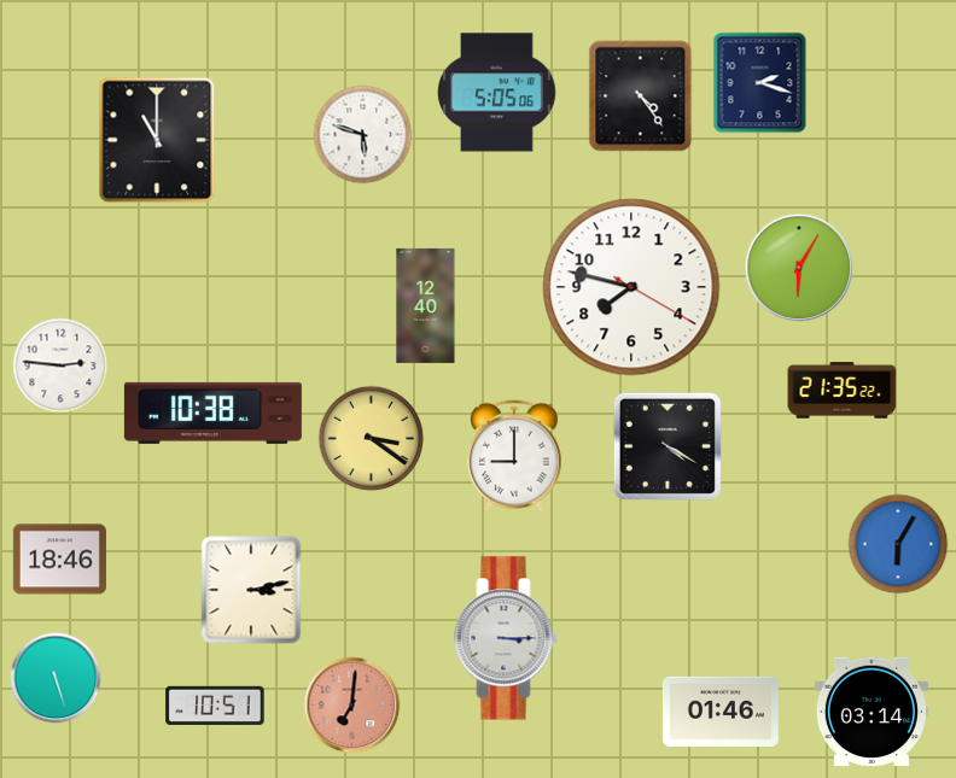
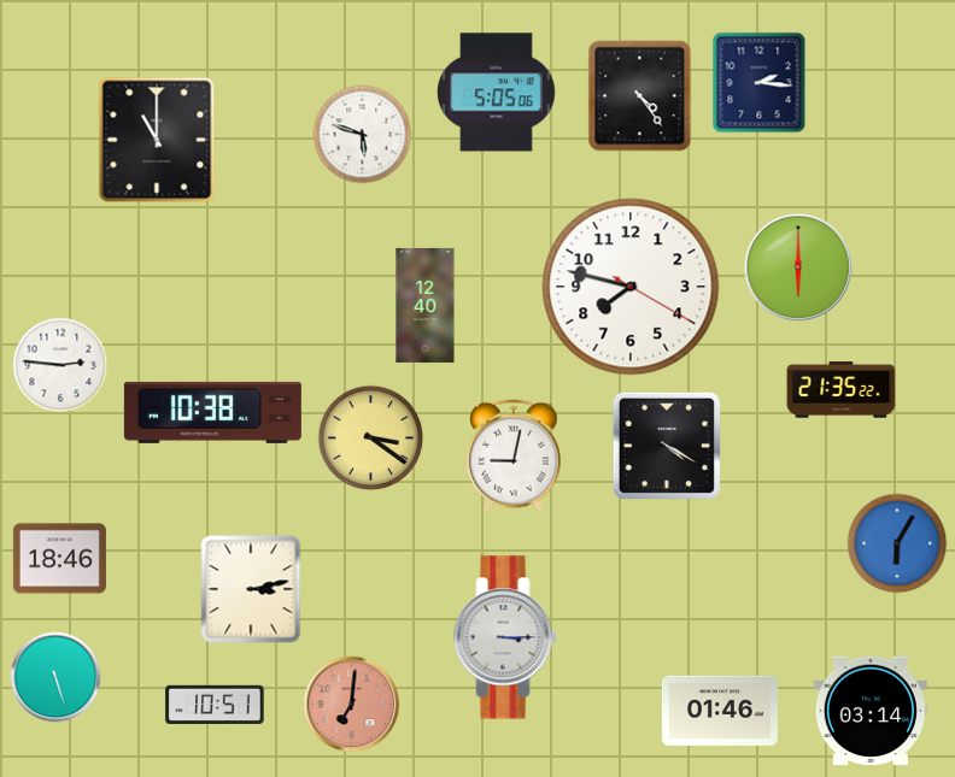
clock at (760, 83): 2:18 -> 2:16
clock at (799, 268): 6:05 -> 6:00
clock at (514, 456): 9:00 -> 9:02
